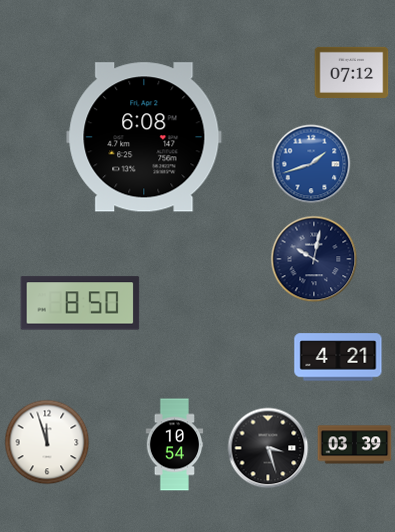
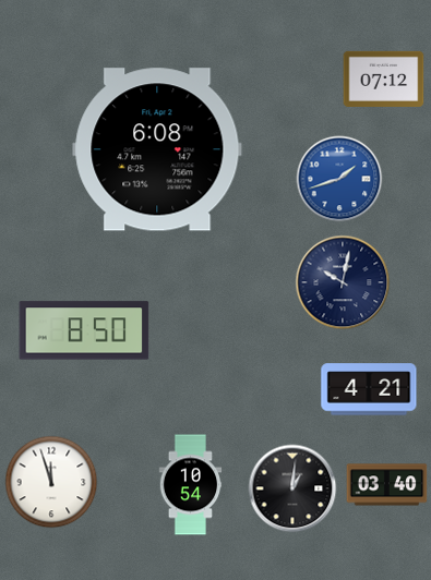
clock at (80, 303) position: (80, 303) -> (84, 330)
clock at (355, 445): 03:39 -> 03:40
clock at (268, 448): 3:27 -> 1:01
